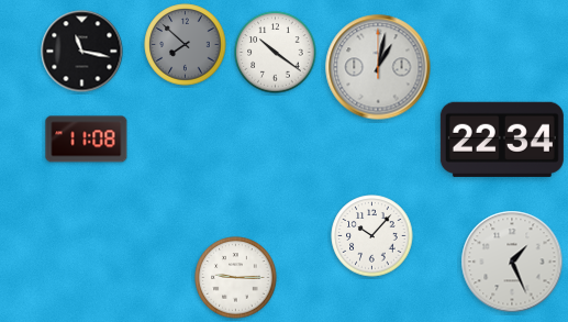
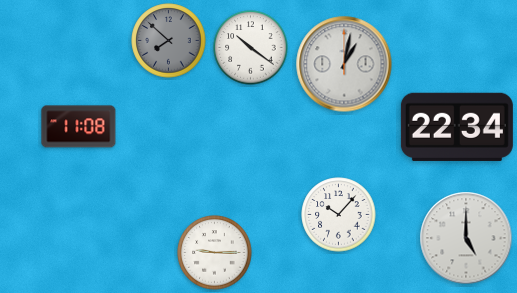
clock at (82, 52): 11:17 -> none
clock at (378, 67) position: (378, 67) -> (344, 64)
clock at (512, 262): 1:26 -> 5:00
